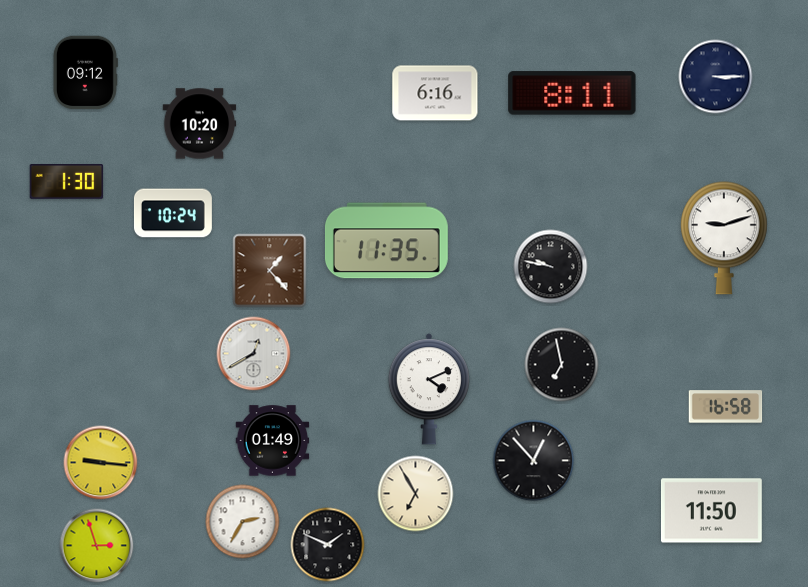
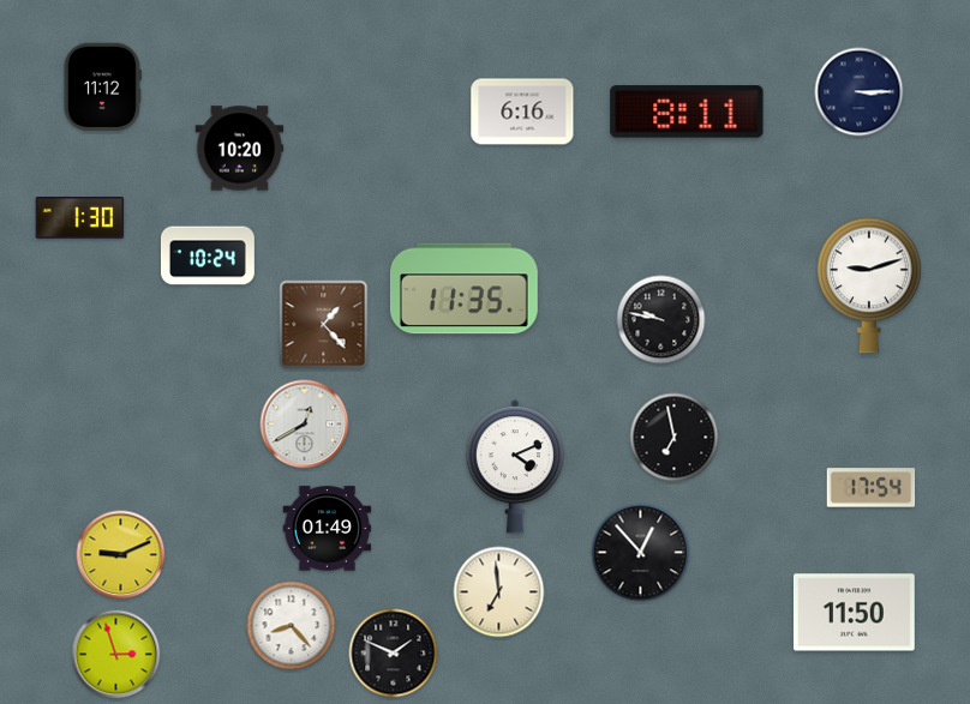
clock at (85, 73): 09:12 -> 11:12
clock at (726, 407): 16:58 -> 17:54
clock at (101, 463): 9:16 -> 9:11
clock at (416, 494): 6:55 -> 6:59
clock at (243, 522): 2:35 -> 8:23
